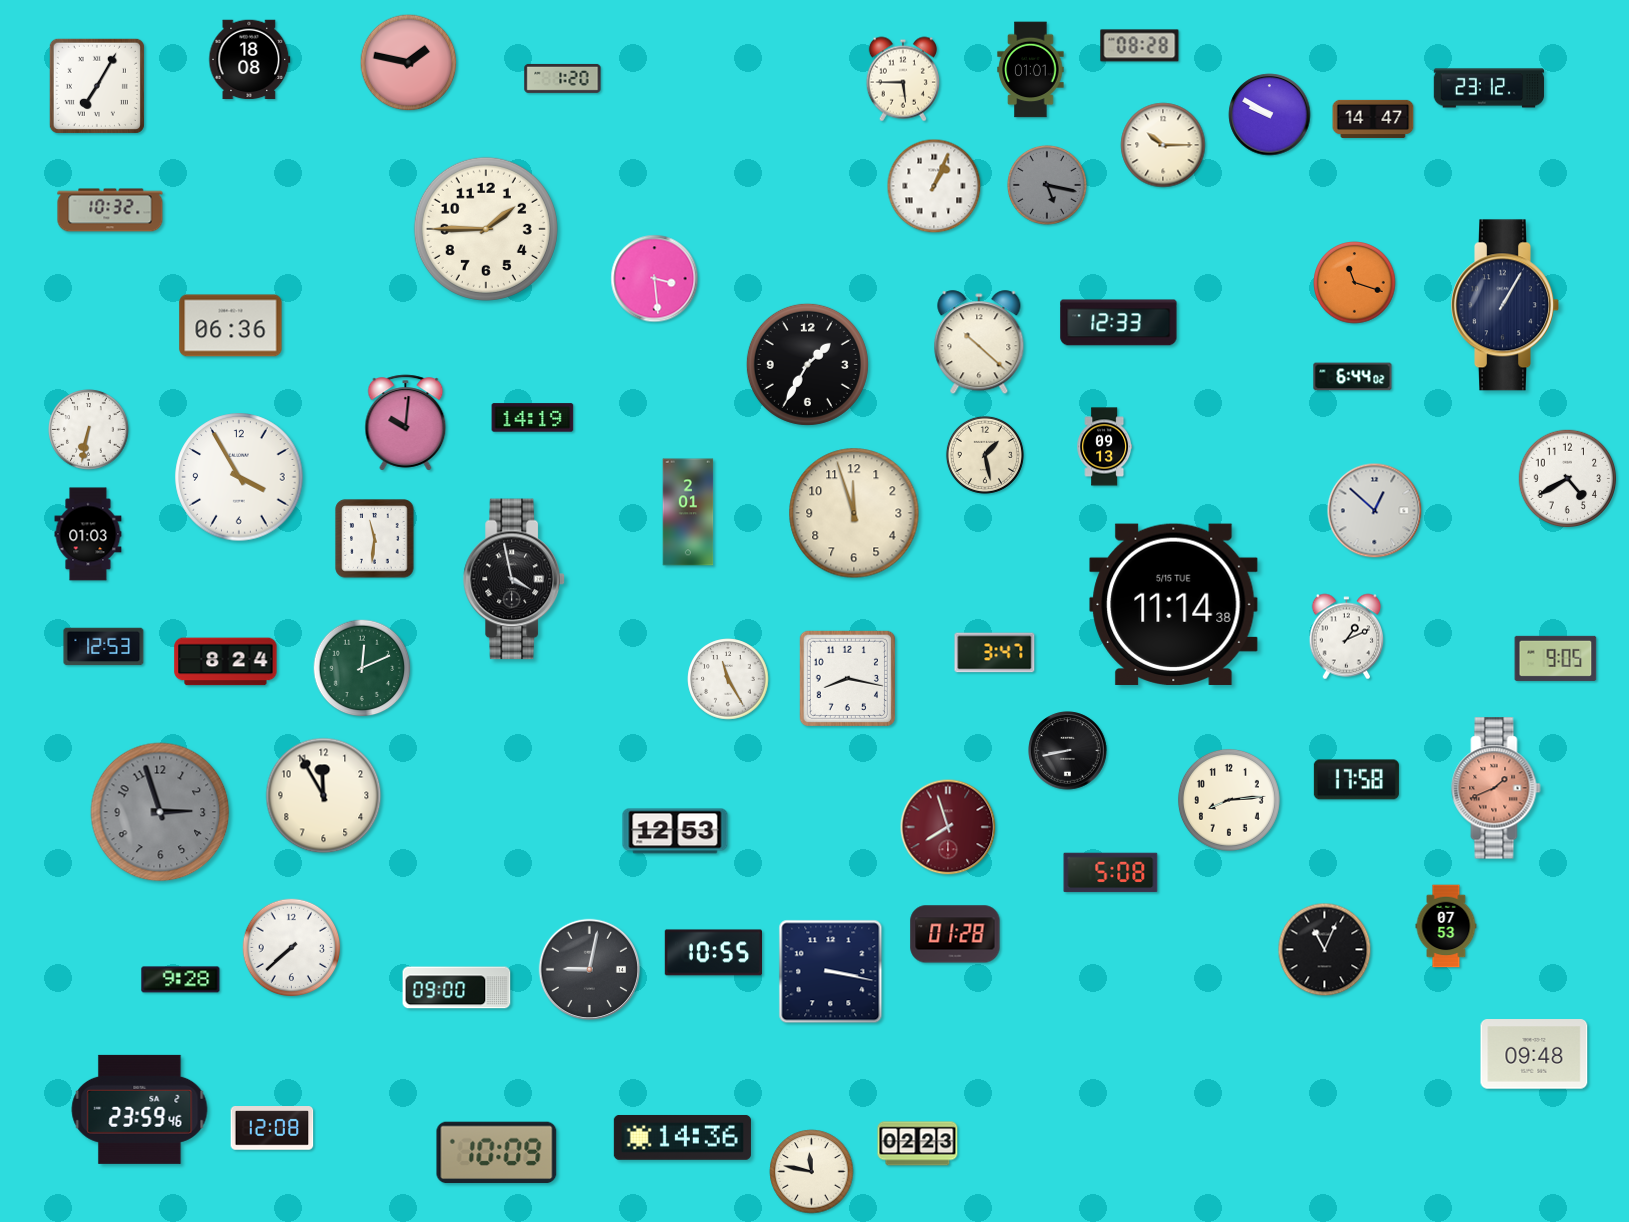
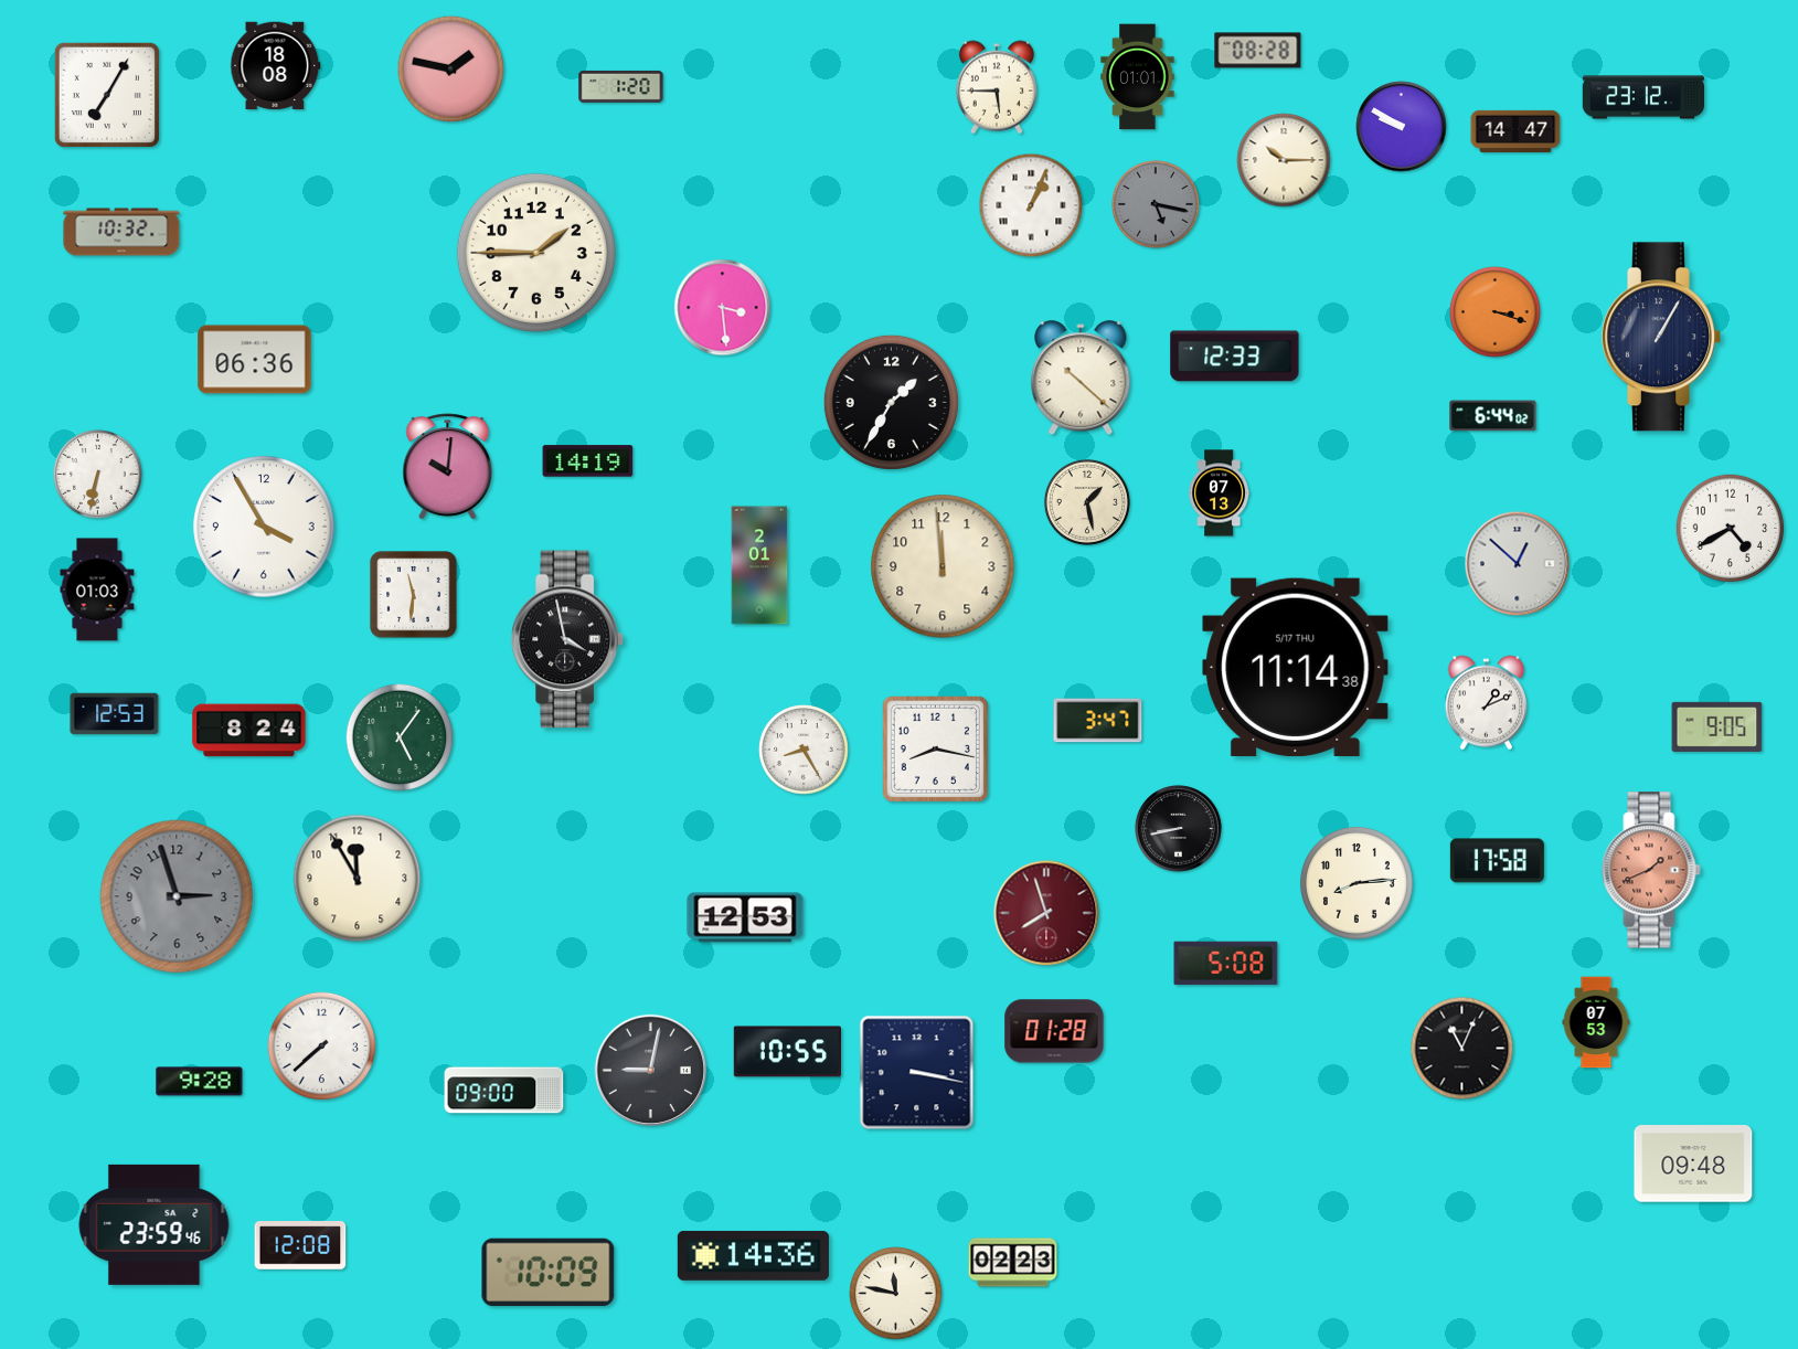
clock at (1355, 283): 11:18 -> 3:18
clock at (1104, 447): 09:13 -> 07:13
clock at (854, 513): 11:57 -> 11:59
clock at (1174, 604) date: 5/15 TUE -> 5/17 THU
clock at (362, 668): 12:11 -> 5:06
clock at (728, 679): 11:25 -> 8:25
